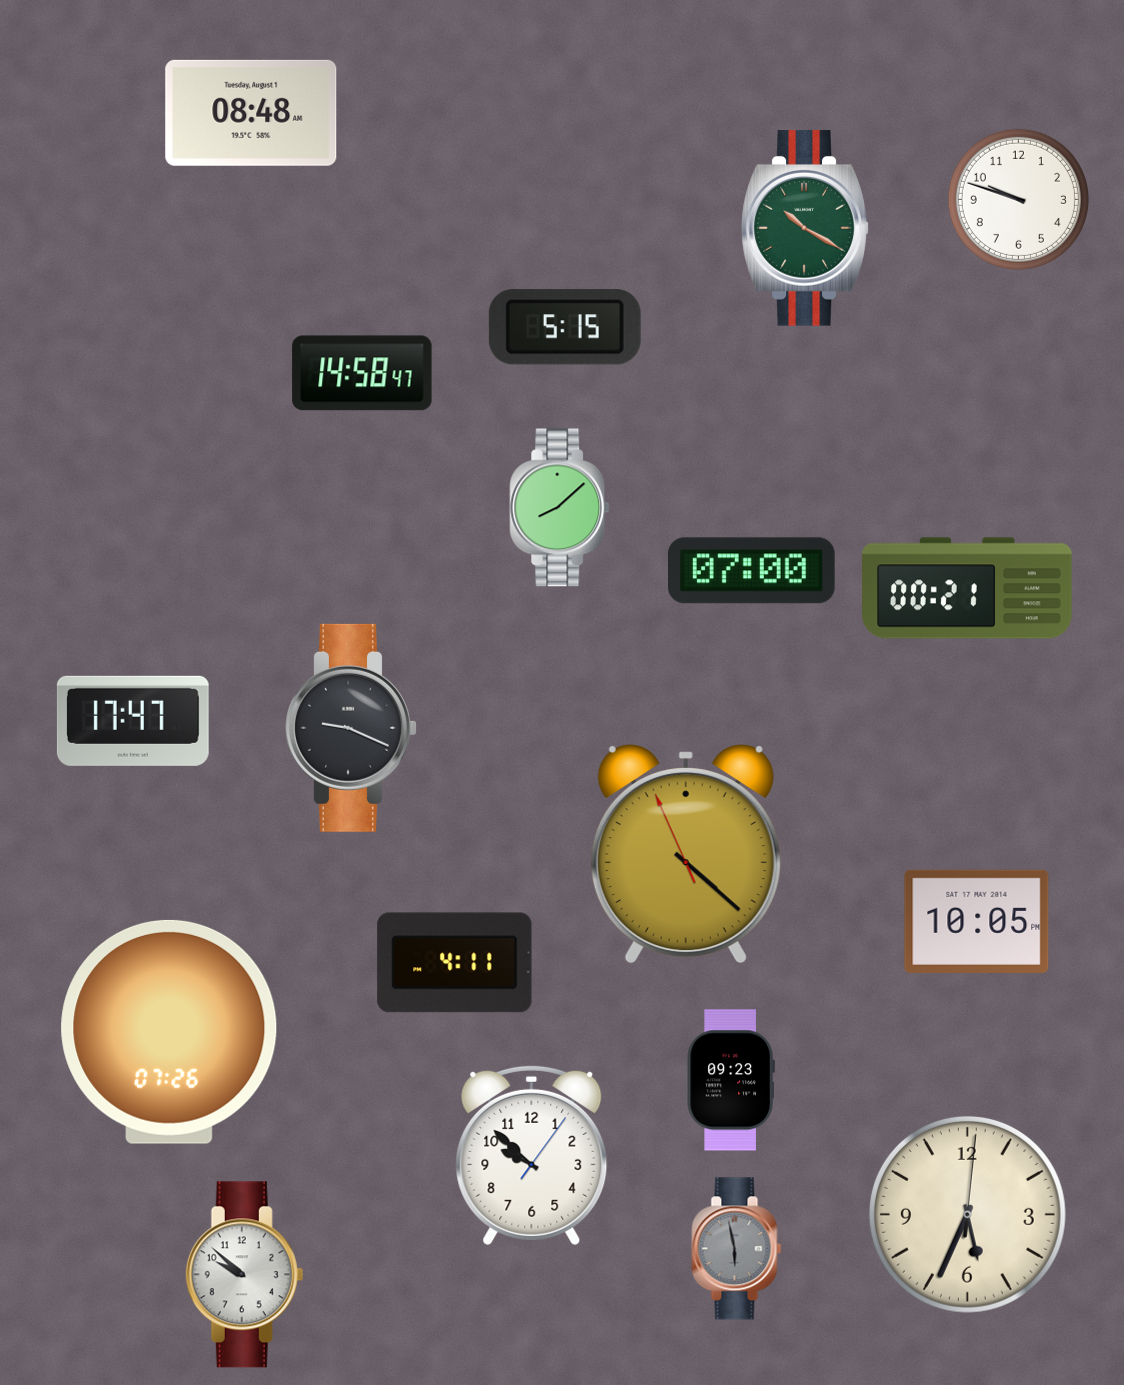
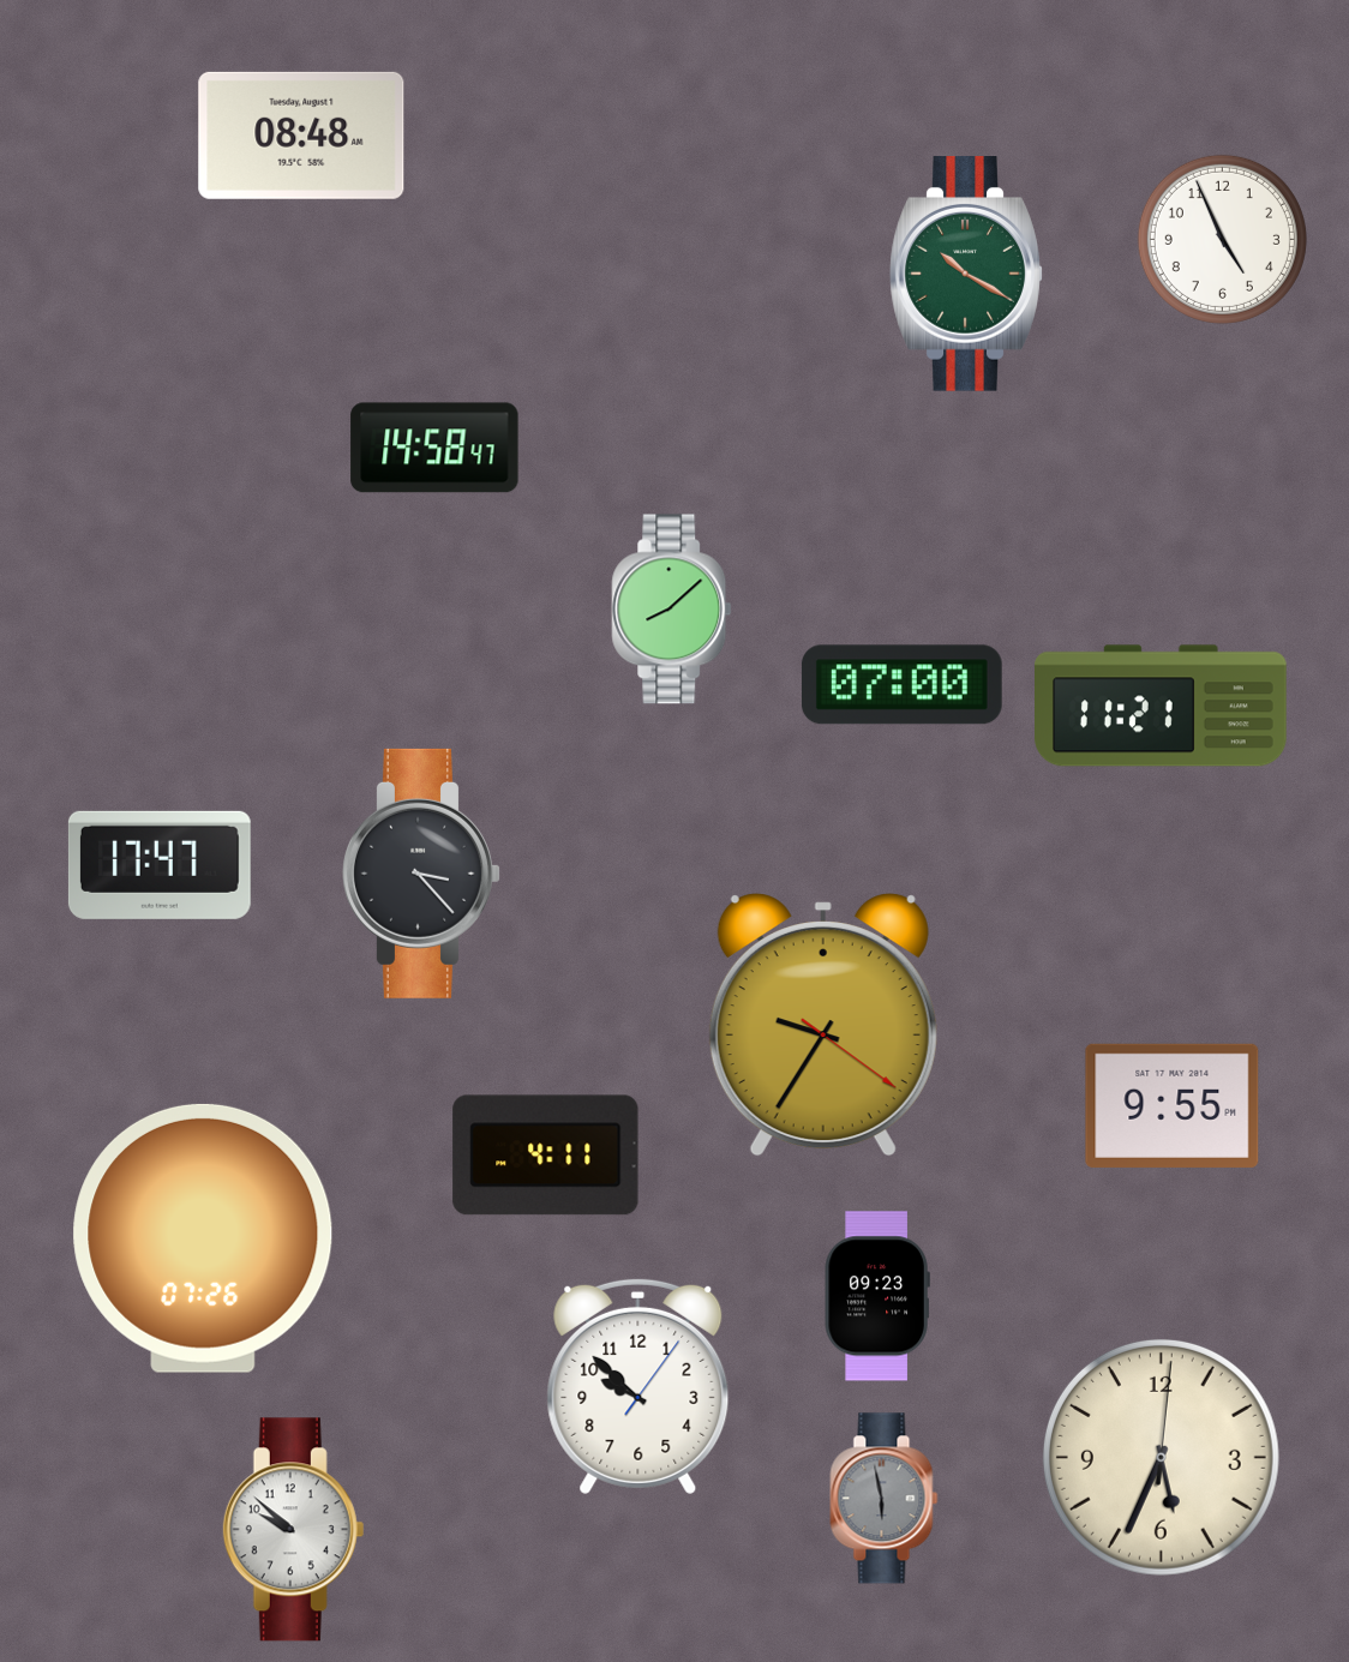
clock at (1018, 199): 9:48 -> 4:56
clock at (565, 327): 5:15 -> none
clock at (967, 588): 00:21 -> 11:21
clock at (352, 728): 9:19 -> 3:23
clock at (686, 854): 4:21 -> 9:35
clock at (977, 921): 10:05 -> 9:55
